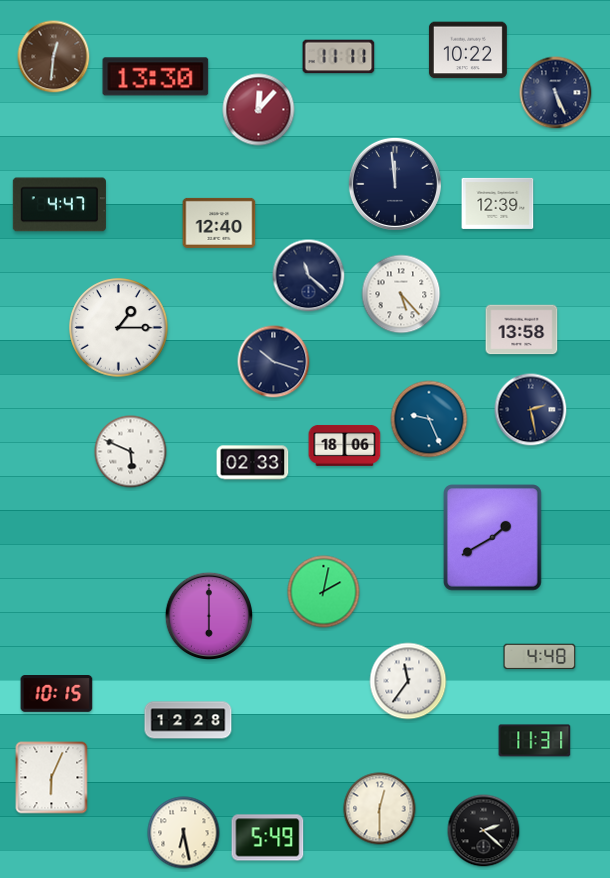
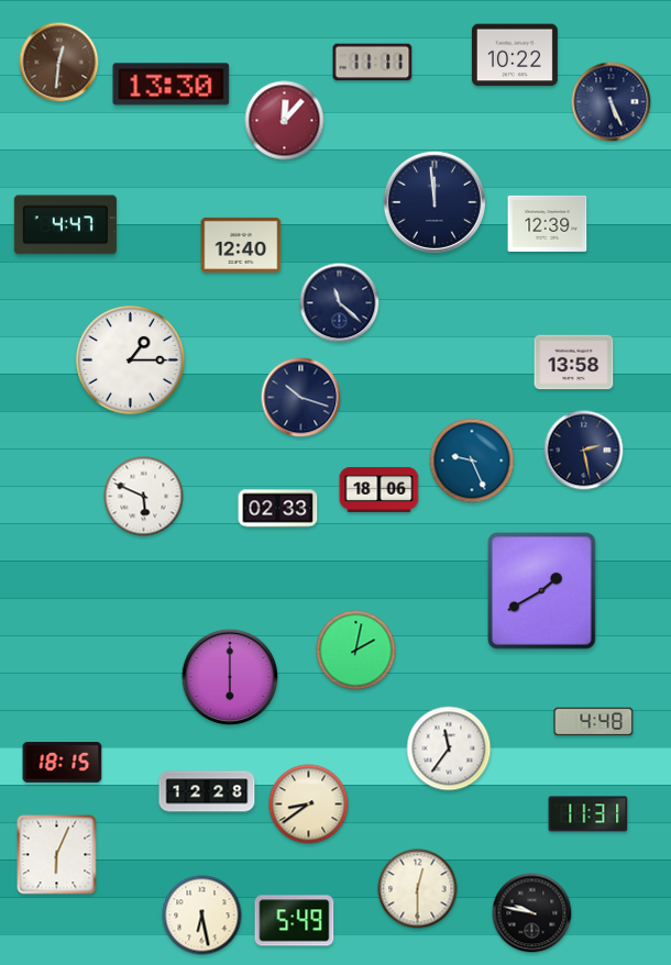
clock at (401, 294): 5:23 -> none
clock at (57, 694): 10:15 -> 18:15
clock at (309, 805): none -> 8:39
clock at (484, 831): 2:22 -> 9:47
